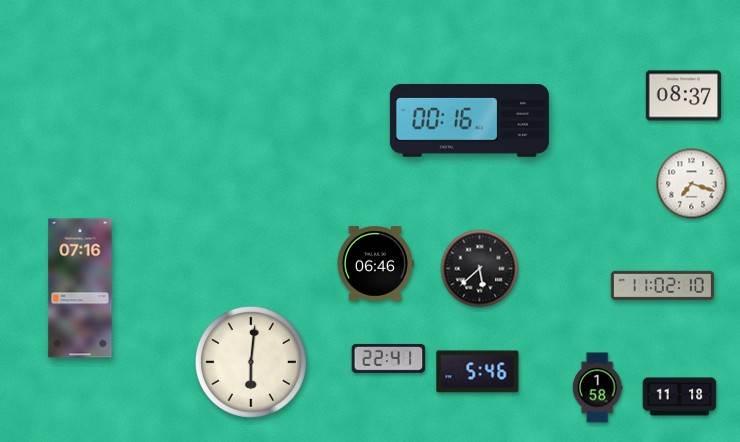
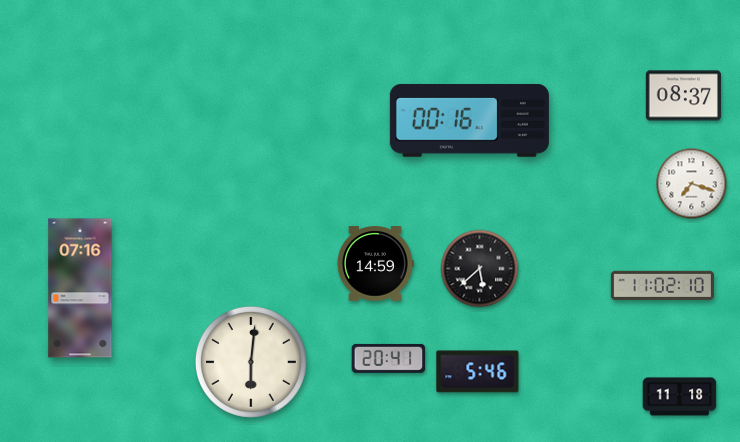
clock at (375, 264): 06:46 -> 14:59
clock at (389, 358): 22:41 -> 20:41
clock at (597, 388): 1:58 -> none
